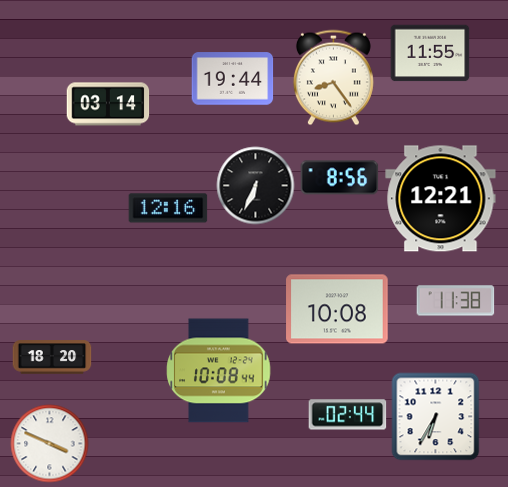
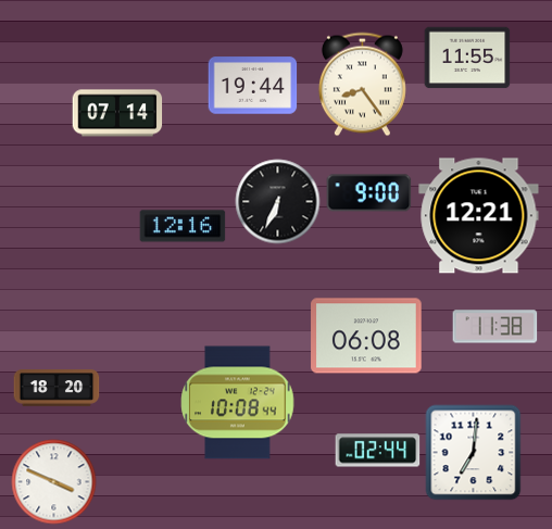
clock at (108, 104): 03:14 -> 07:14
clock at (339, 178): 8:56 -> 9:00
clock at (337, 309): 10:08 -> 06:08
clock at (435, 416): 6:35 -> 7:01
